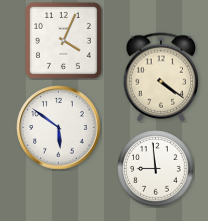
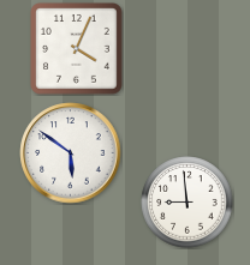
clock at (161, 77): 4:21 -> none
